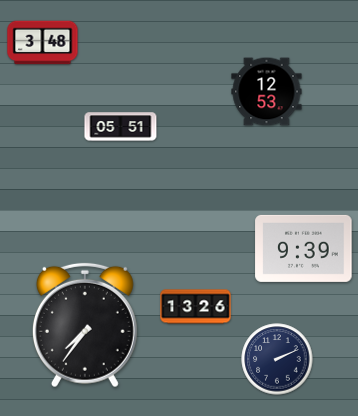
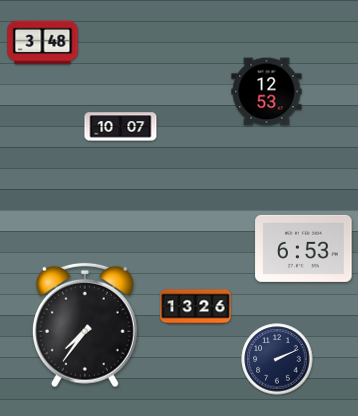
clock at (121, 127): 05:51 -> 10:07
clock at (304, 248): 9:39 -> 6:53
